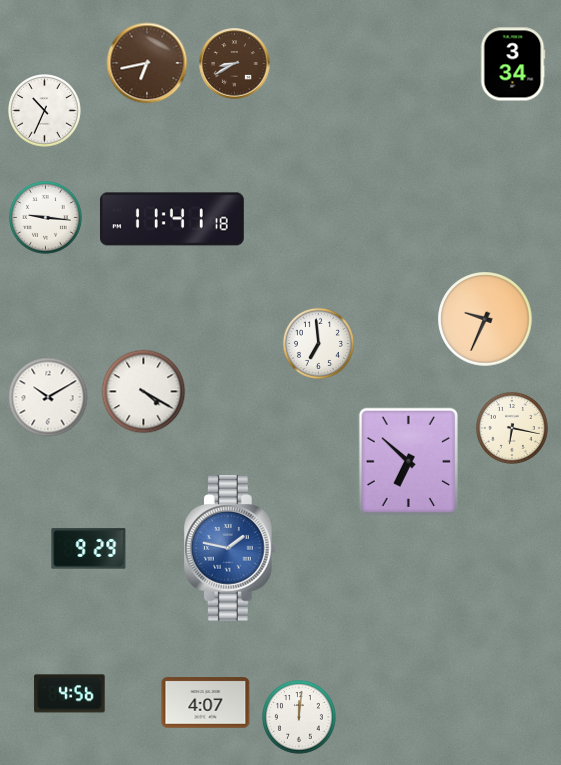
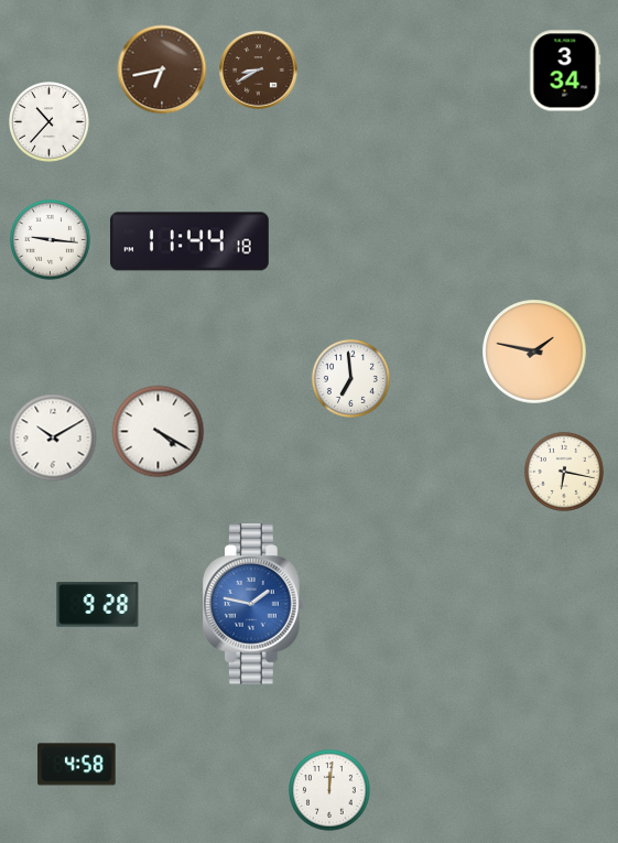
clock at (45, 111): 10:34 -> 10:37
clock at (172, 219): 11:41 -> 11:44
clock at (485, 319): 9:34 -> 1:47
clock at (408, 461): 6:52 -> none
clock at (89, 549): 9:29 -> 9:28
clock at (70, 694): 4:56 -> 4:58
clock at (206, 703): 4:07 -> none
